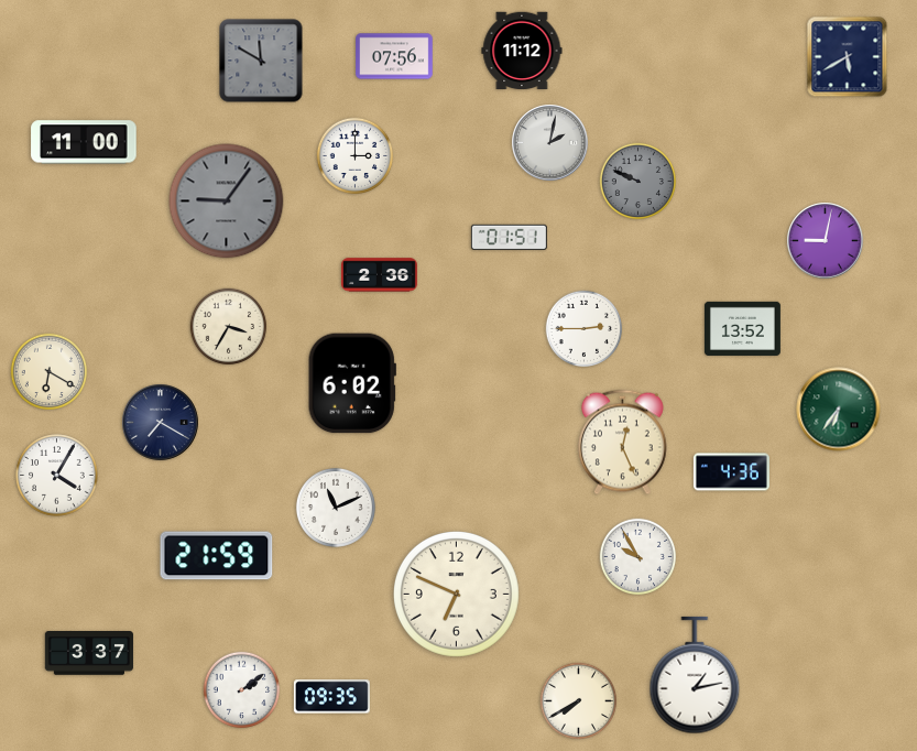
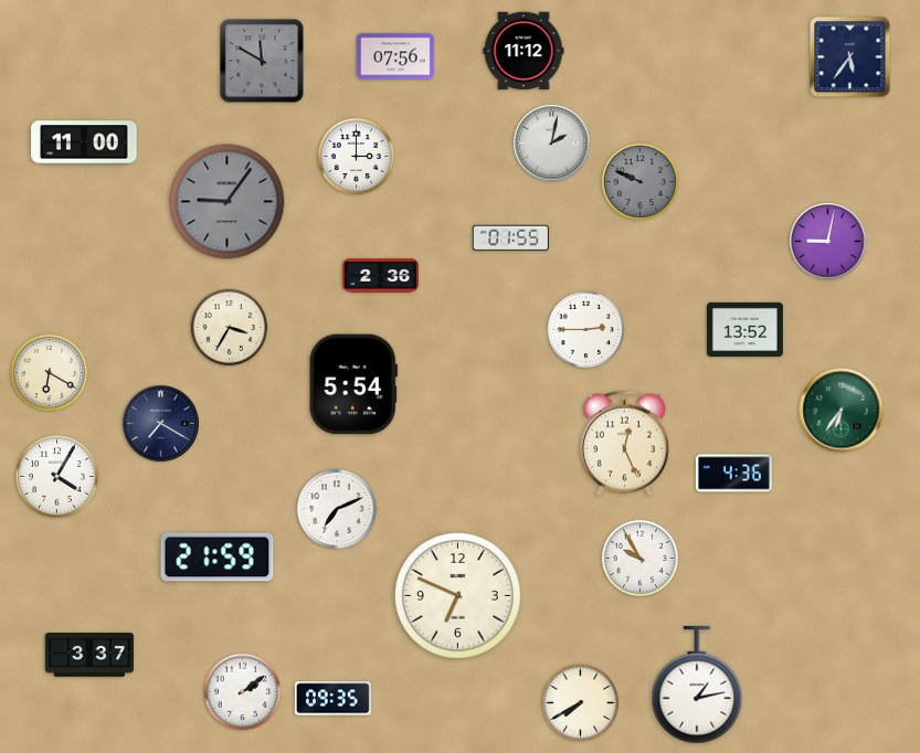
clock at (848, 57): 5:40 -> 5:36
clock at (509, 237): 01:51 -> 01:55
clock at (352, 383): 6:02 -> 5:54
clock at (336, 508): 11:11 -> 7:11
clock at (695, 675) position: (695, 675) -> (697, 685)
